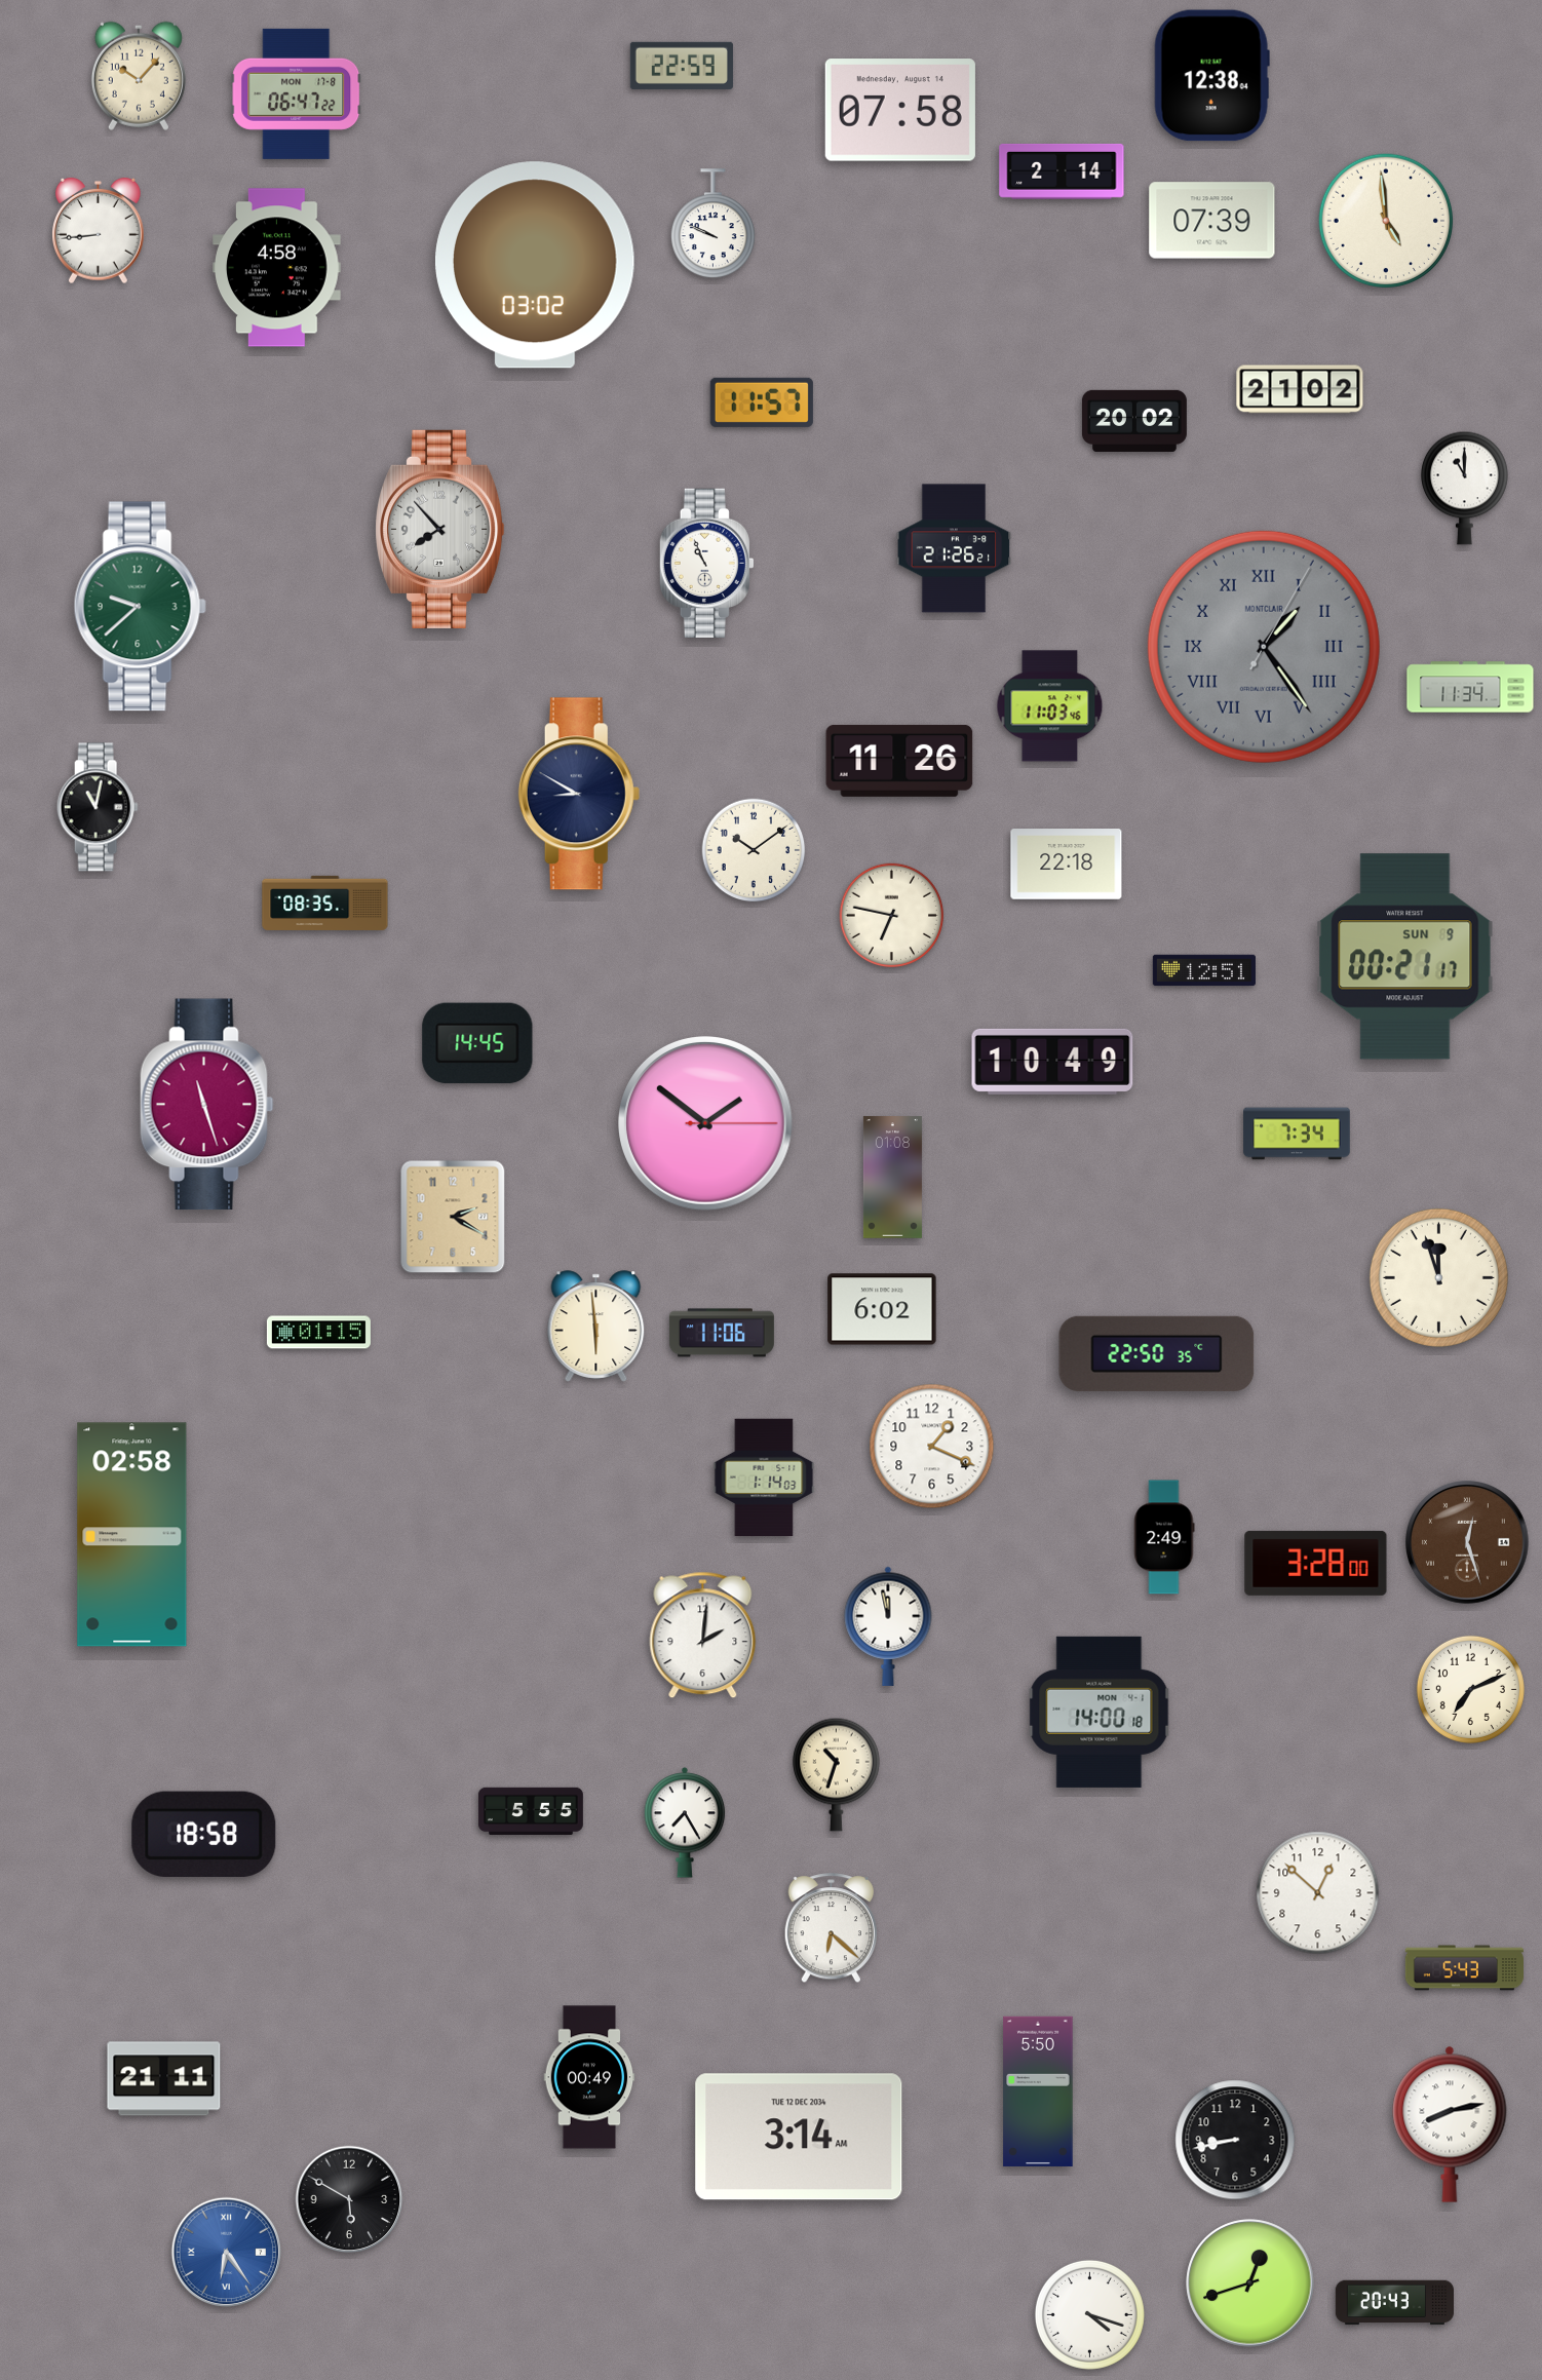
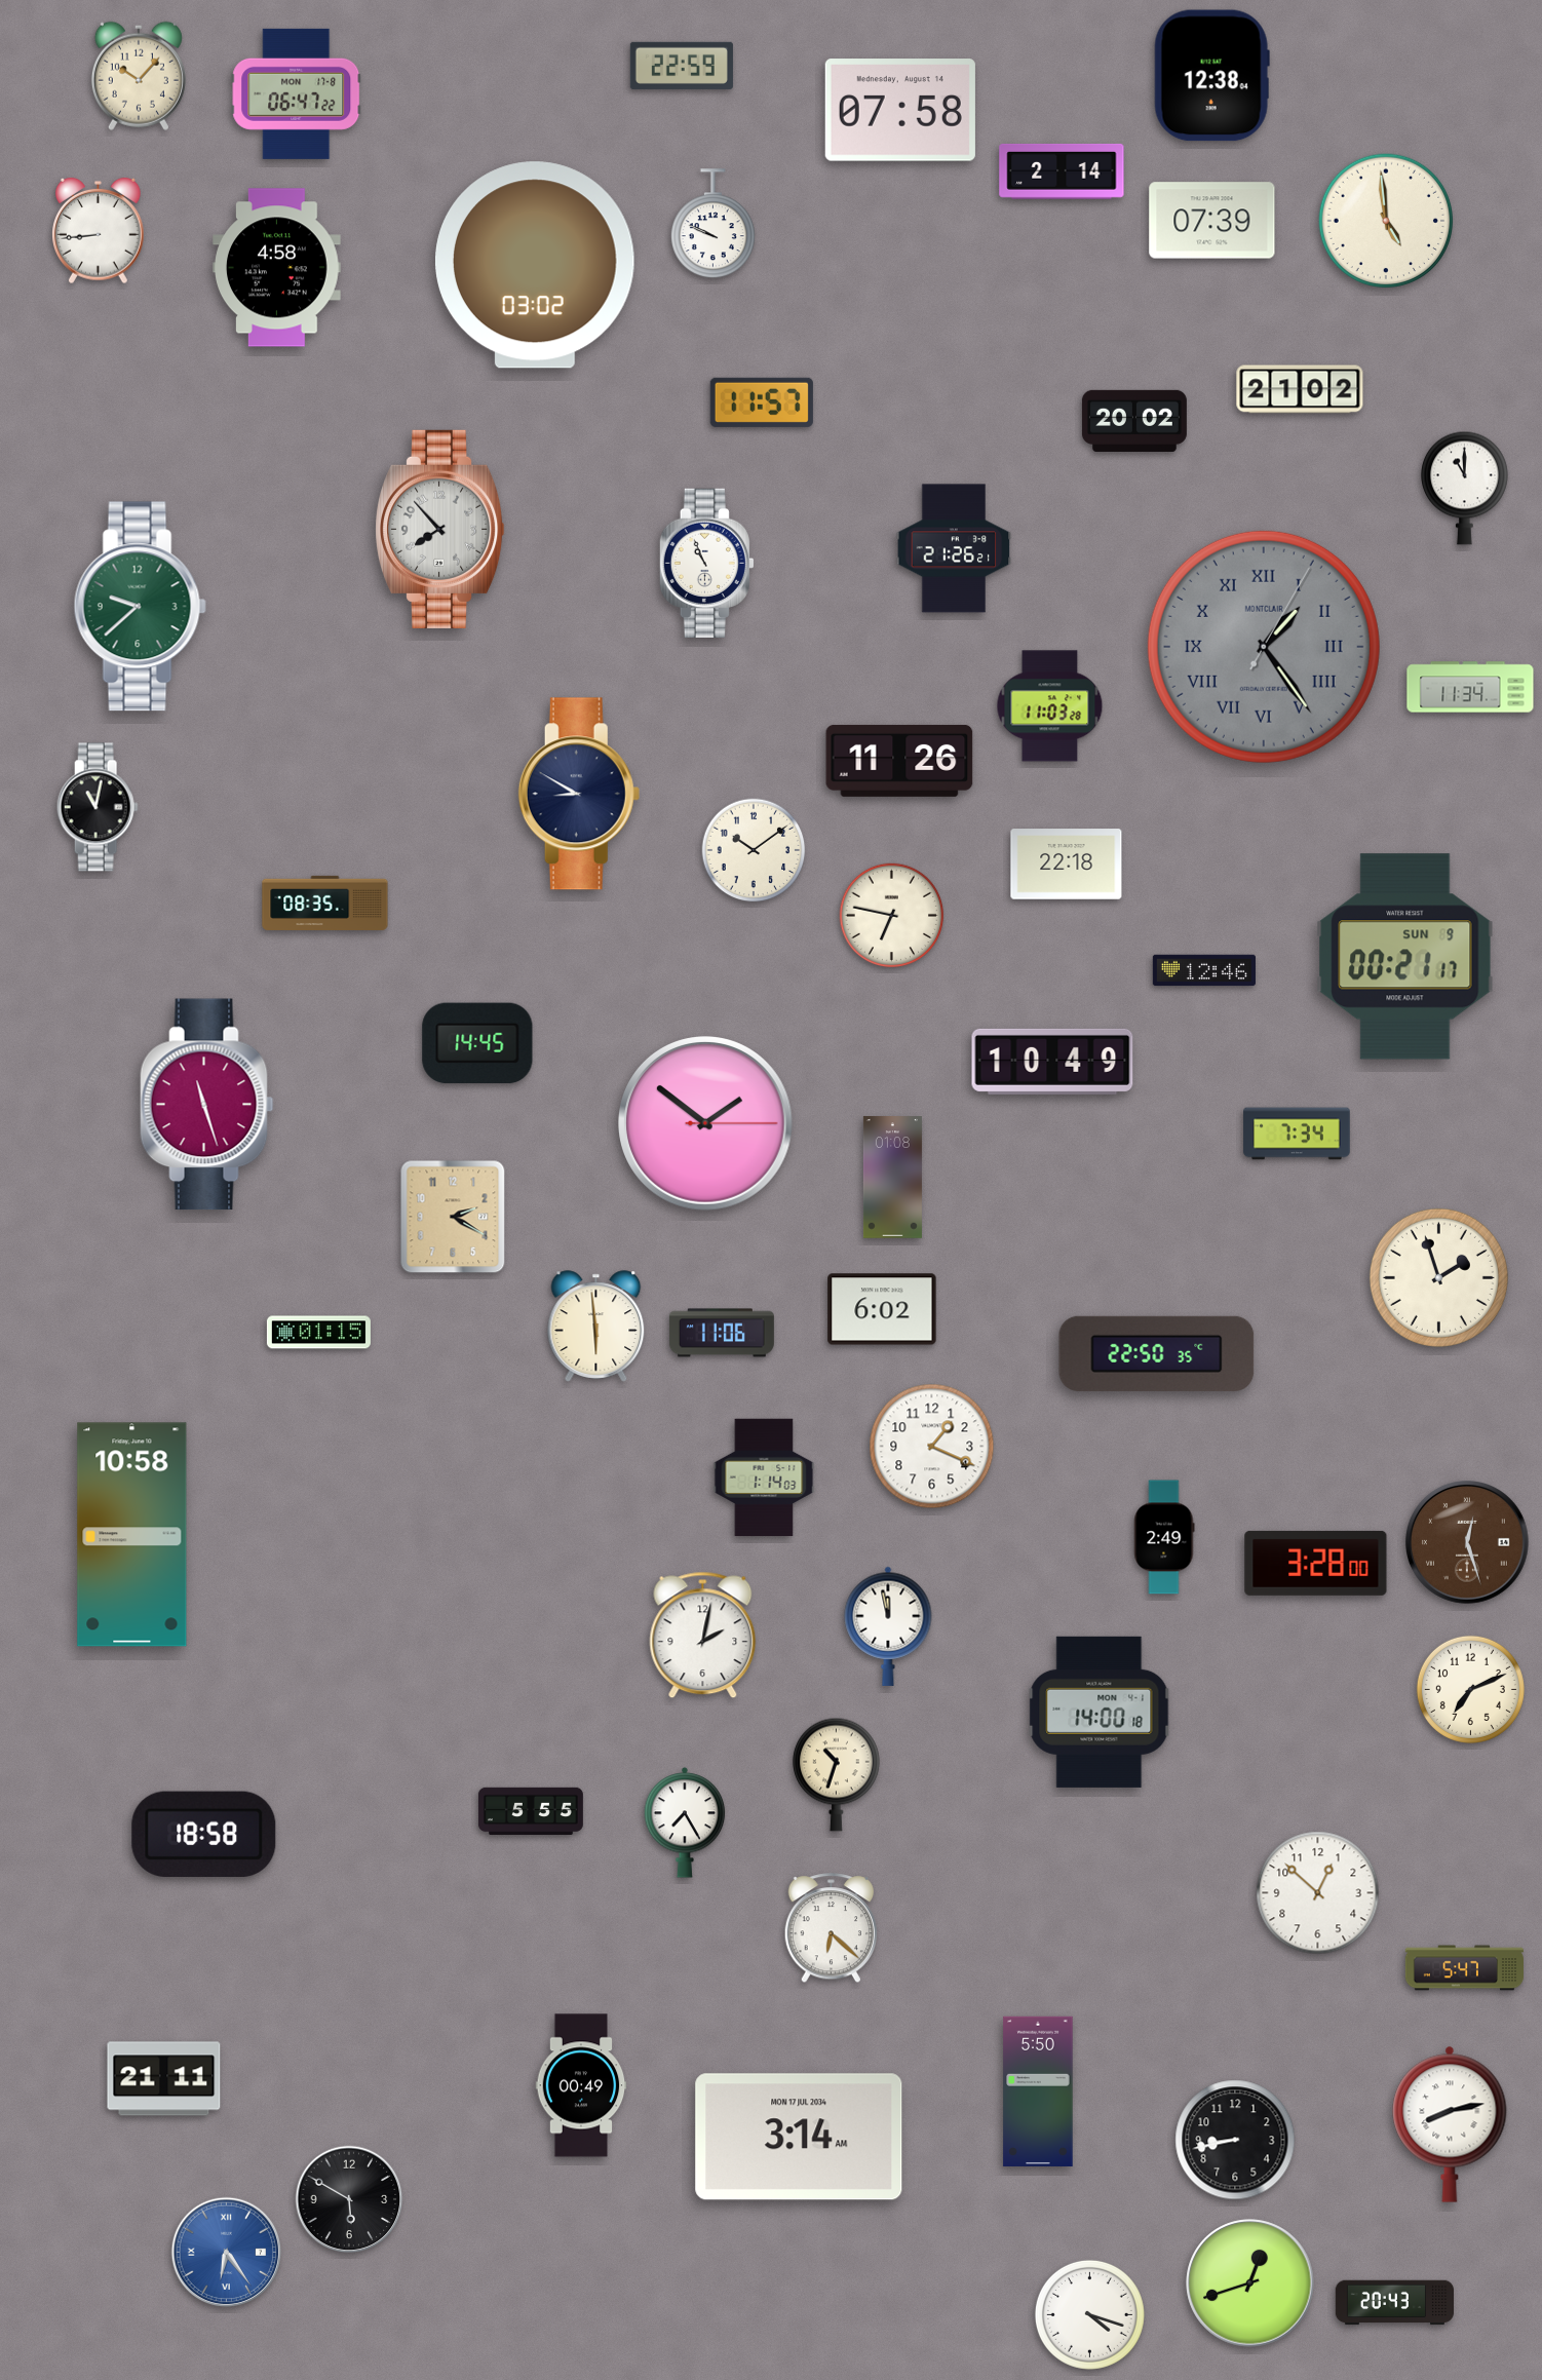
clock at (1050, 706): 11:03:46 -> 11:03:28
clock at (1204, 970): 12:51 -> 12:46
clock at (1438, 1277): 11:57 -> 1:57
clock at (132, 1535): 02:58 -> 10:58
clock at (703, 1636): 2:01 -> 2:02
clock at (1464, 1968): 5:43 -> 5:47
clock at (589, 2077) position: (589, 2077) -> (581, 2085)
clock at (799, 2137) date: TUE 12 DEC 2034 -> MON 17 JUL 2034
